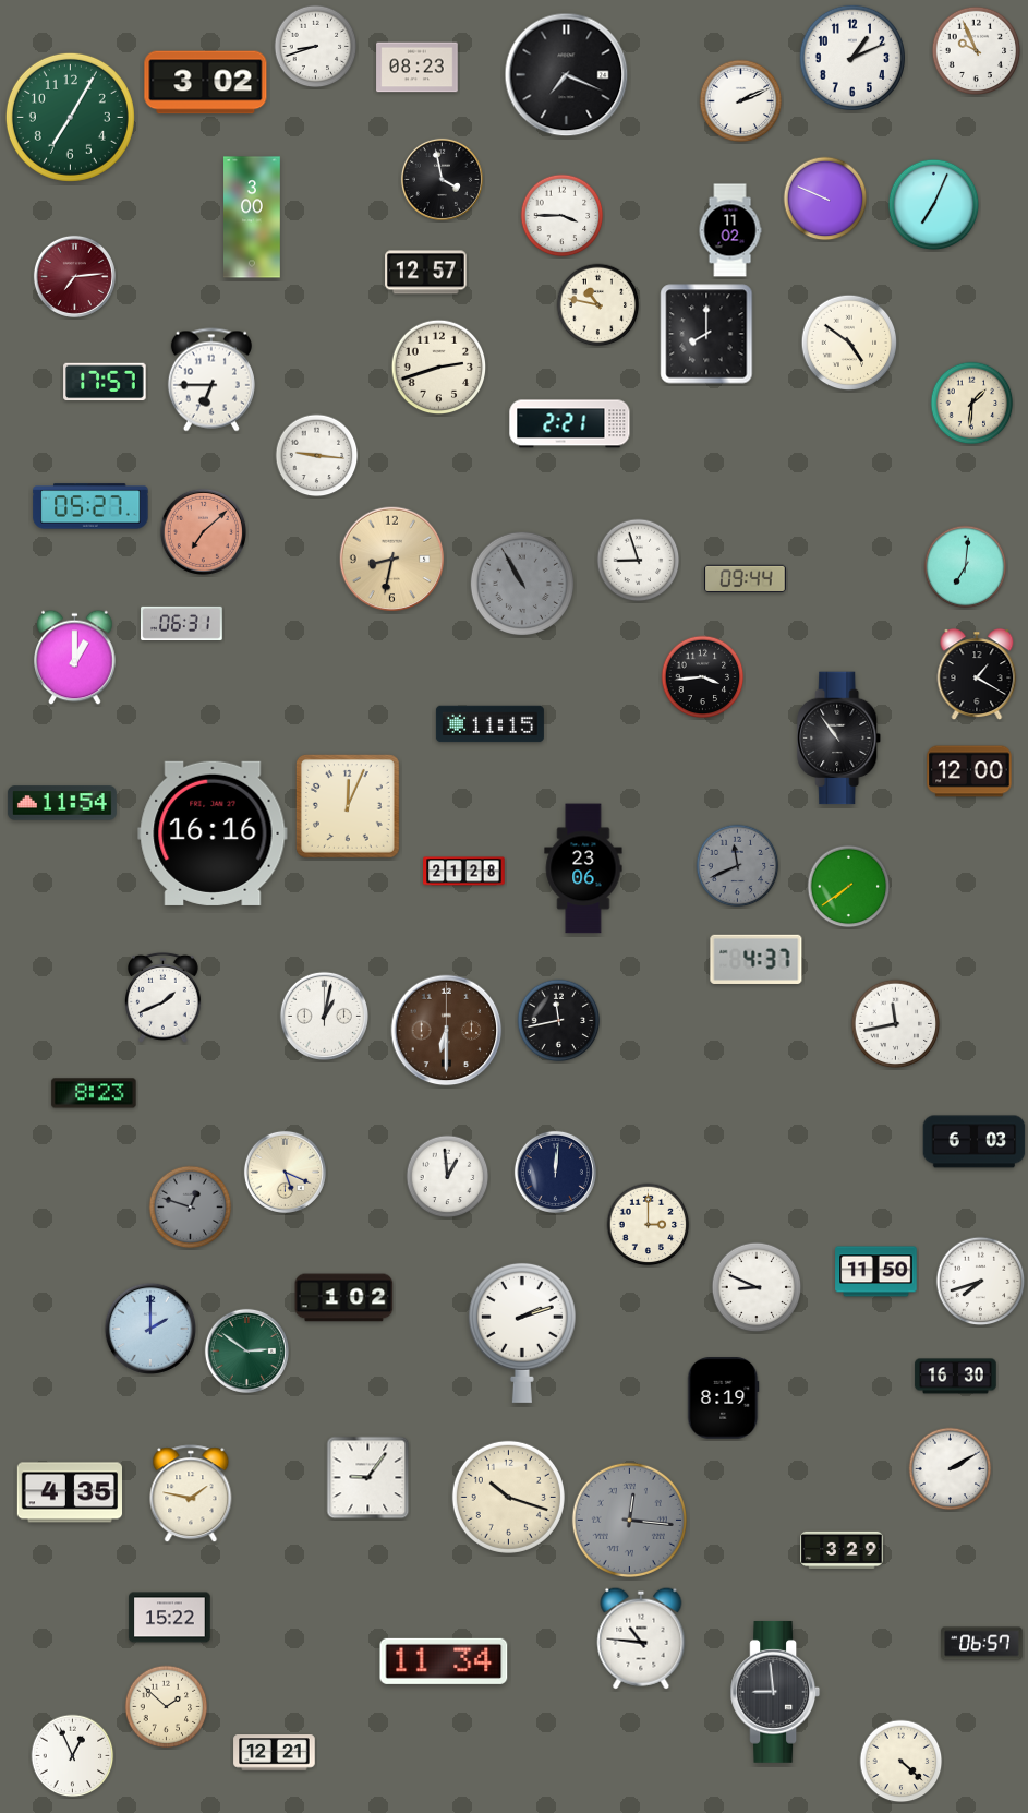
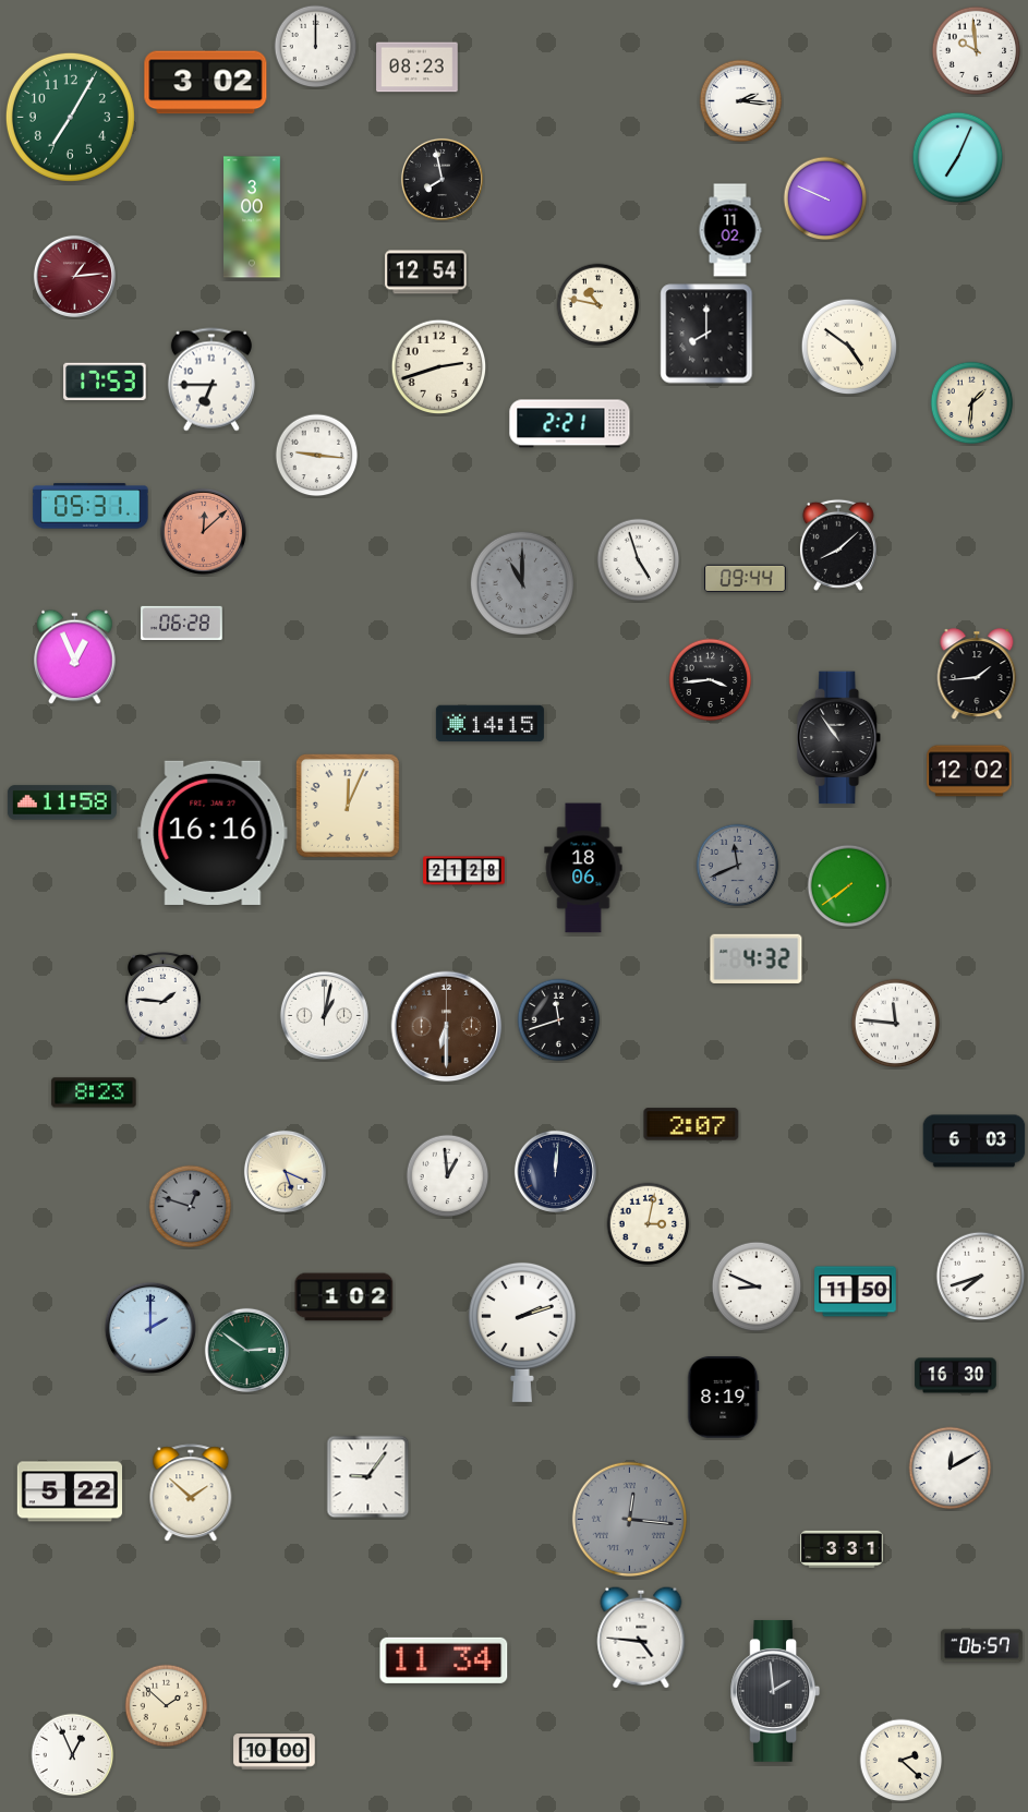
clock at (316, 47): 8:42 -> 12:00
clock at (977, 51): 9:56 -> 9:59
clock at (851, 57): 1:11 -> none
clock at (567, 75): 7:19 -> none
clock at (741, 101): 2:11 -> 2:16
clock at (442, 179): 3:58 -> 7:58
clock at (934, 205) position: (934, 205) -> (958, 158)
clock at (563, 216): 3:45 -> none
clock at (426, 273): 12:57 -> 12:54
clock at (74, 276): 7:14 -> 1:14
clock at (849, 343) position: (849, 343) -> (849, 347)
clock at (105, 382): 17:57 -> 17:53
clock at (90, 506): 05:27 -> 05:31
clock at (203, 531): 7:08 -> 12:08
clock at (838, 545): none -> 8:08
clock at (392, 560): 8:32 -> none
clock at (639, 561): 8:57 -> 4:57
clock at (966, 567): 7:01 -> none
clock at (521, 583): 10:55 -> 11:00
clock at (182, 623): 06:31 -> 06:28
clock at (75, 658): 1:00 -> 12:56
clock at (977, 675): 1:20 -> 1:44
clock at (703, 677) position: (703, 677) -> (711, 680)
clock at (489, 724): 11:15 -> 14:15
clock at (969, 771): 12:00 -> 12:02
clock at (62, 803): 11:54 -> 11:58
clock at (583, 868): 23:06 -> 18:06
clock at (757, 959): 4:37 -> 4:32
clock at (164, 997): 1:41 -> 1:46
clock at (559, 1021): 11:43 -> 11:42
clock at (896, 1024): 11:43 -> 11:46
clock at (447, 1031) position: (447, 1031) -> (447, 1027)
clock at (691, 1124): none -> 2:07
clock at (649, 1225): 3:00 -> 3:02
clock at (876, 1272) position: (876, 1272) -> (856, 1292)
clock at (981, 1282) position: (981, 1282) -> (981, 1277)
clock at (951, 1469): 2:10 -> 12:10
clock at (69, 1492): 4:35 -> 5:22
clock at (191, 1494): 1:47 -> 1:52
clock at (508, 1497): 10:18 -> none
clock at (842, 1550): 3:29 -> 3:31
clock at (170, 1618): 15:22 -> none
clock at (641, 1638): 10:46 -> 4:46
clock at (982, 1644) position: (982, 1644) -> (982, 1646)
clock at (775, 1692): 8:59 -> 1:59
clock at (275, 1753): 12:21 -> 10:00
clock at (902, 1762): 4:22 -> 2:22
